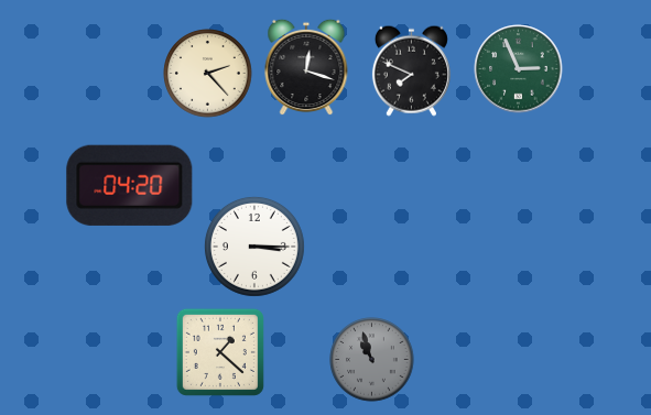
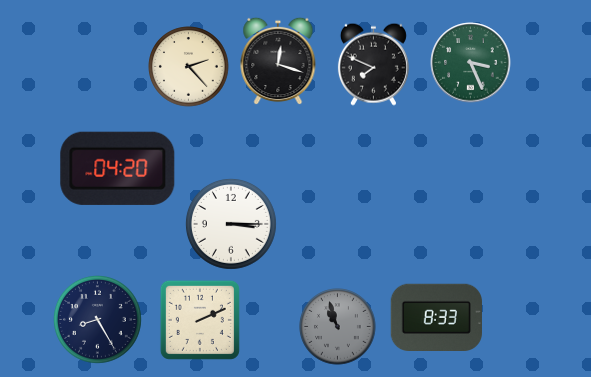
clock at (519, 69): 2:56 -> 3:26
clock at (436, 317): none -> 8:33
clock at (97, 319): none -> 8:25
clock at (220, 352): 1:22 -> 2:11
